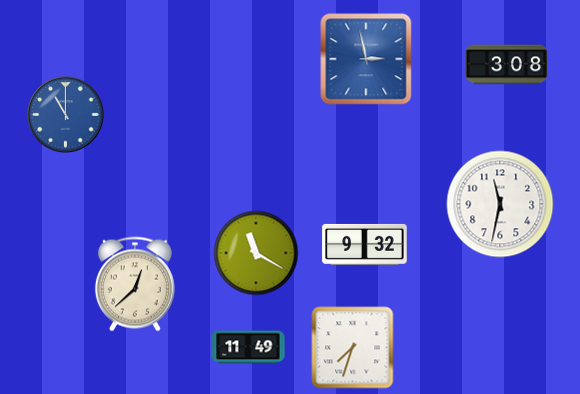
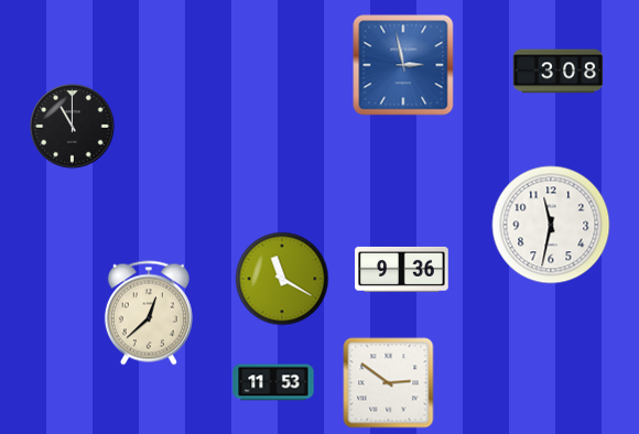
clock at (66, 115) dial: blue -> black
clock at (365, 244): 9:32 -> 9:36
clock at (248, 347): 11:49 -> 11:53
clock at (353, 348): 7:33 -> 2:51
